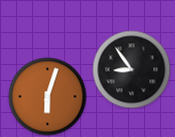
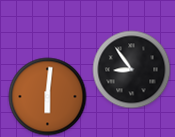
clock at (47, 96): 6:03 -> 6:01
